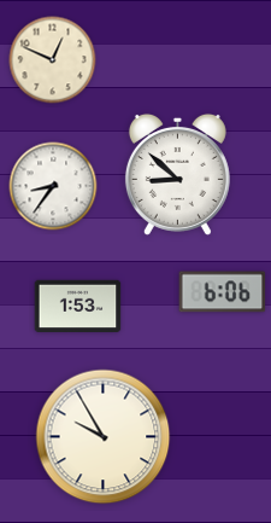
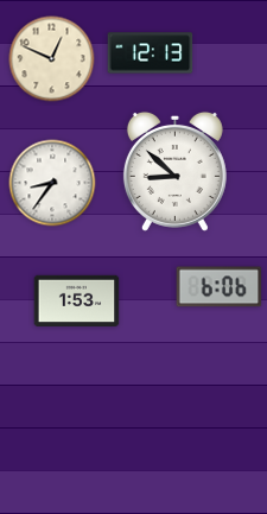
clock at (151, 53): none -> 12:13
clock at (104, 437): 9:55 -> none
